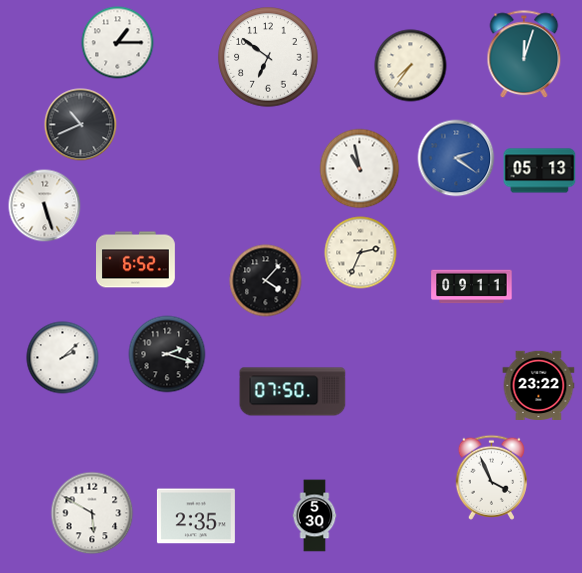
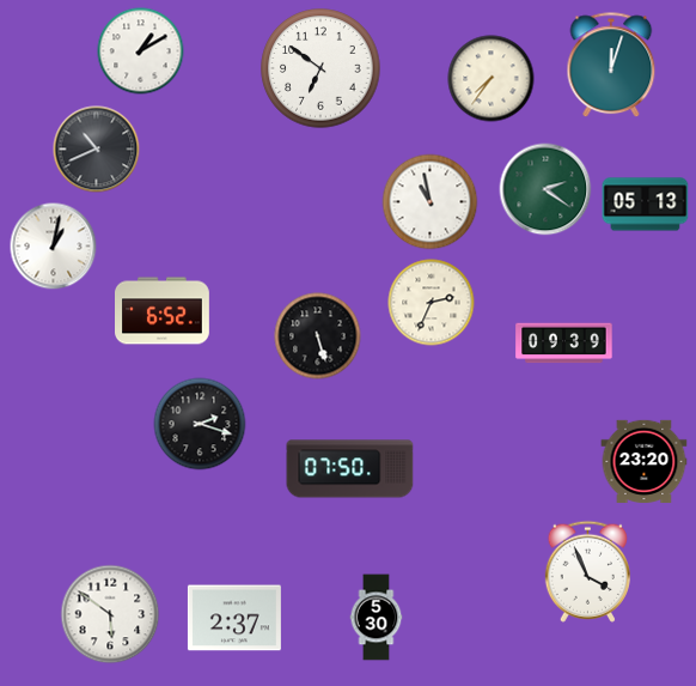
clock at (118, 43): 1:15 -> 1:10
clock at (524, 55) position: (524, 55) -> (611, 66)
clock at (456, 158) dial: blue -> green
clock at (45, 206): 5:27 -> 1:02
clock at (266, 281): 4:07 -> 5:27
clock at (472, 287): 09:11 -> 09:39
clock at (63, 358): 2:08 -> none
clock at (539, 385): 23:22 -> 23:20
clock at (92, 513): 5:50 -> 5:51
clock at (196, 516): 2:35 -> 2:37
